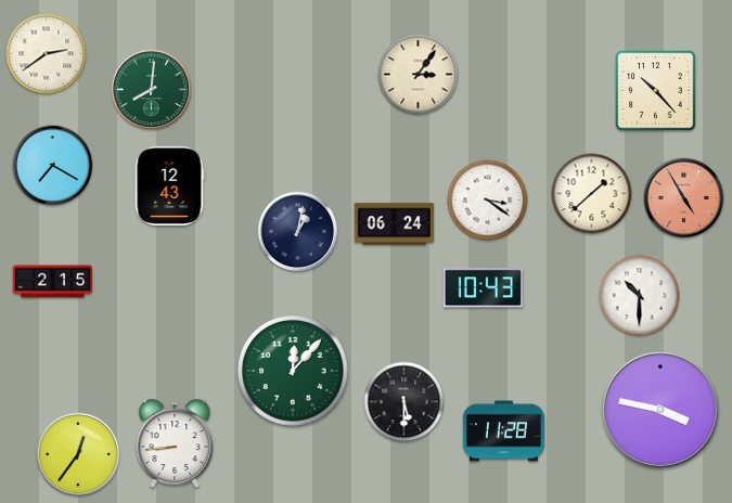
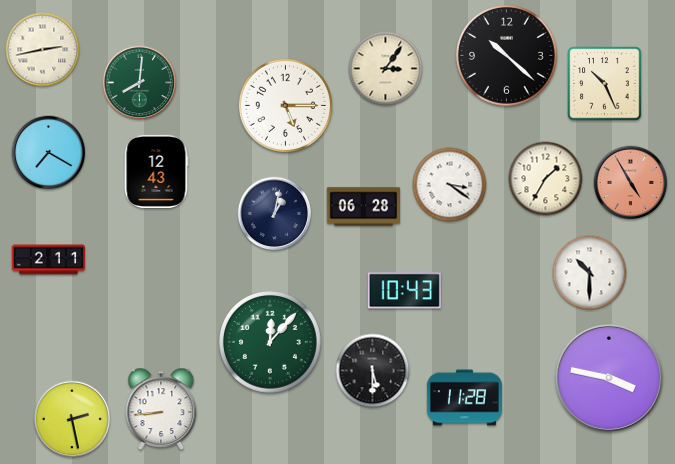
clock at (47, 54): 2:39 -> 2:43
clock at (506, 55): none -> 10:22
clock at (656, 91): 10:23 -> 10:26
clock at (285, 105): none -> 5:15
clock at (592, 194): 1:38 -> 1:35
clock at (394, 224): 06:24 -> 06:28
clock at (52, 282): 2:15 -> 2:11
clock at (483, 288) position: (483, 288) -> (404, 291)
clock at (78, 454): 12:36 -> 2:28
